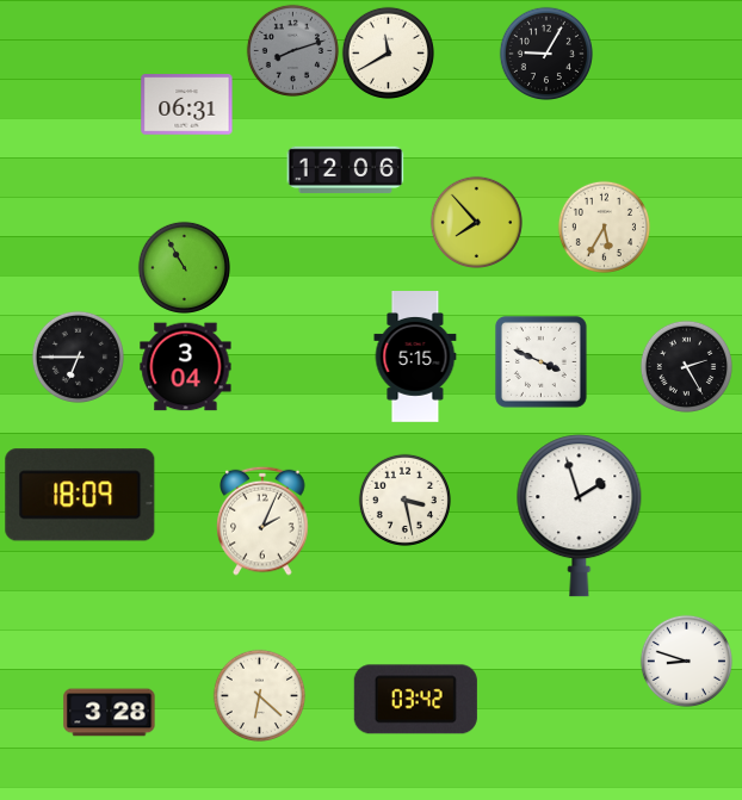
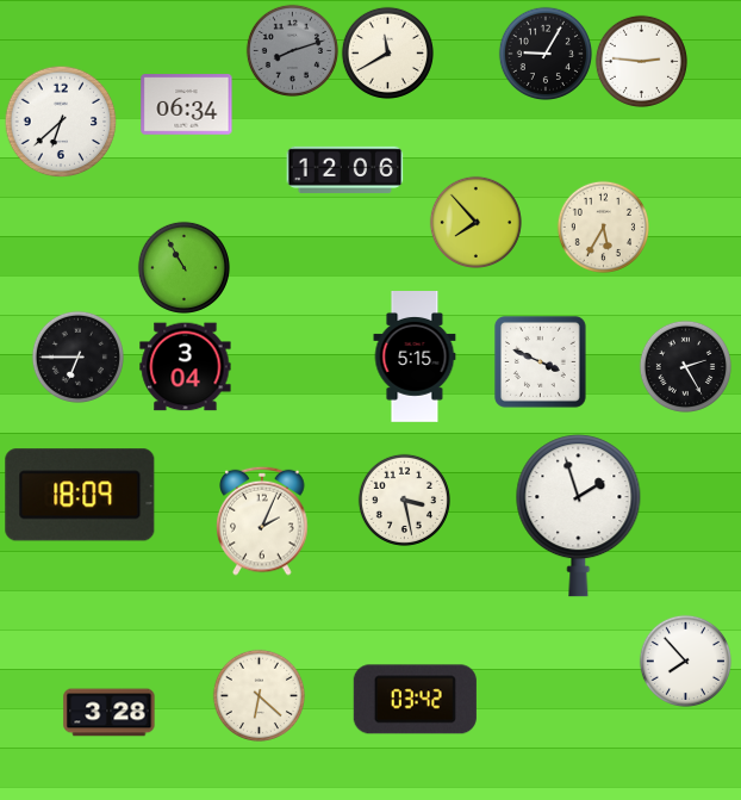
clock at (641, 61): none -> 2:46
clock at (187, 105): 06:31 -> 06:34
clock at (61, 122): none -> 6:38
clock at (686, 661): 8:48 -> 7:53
